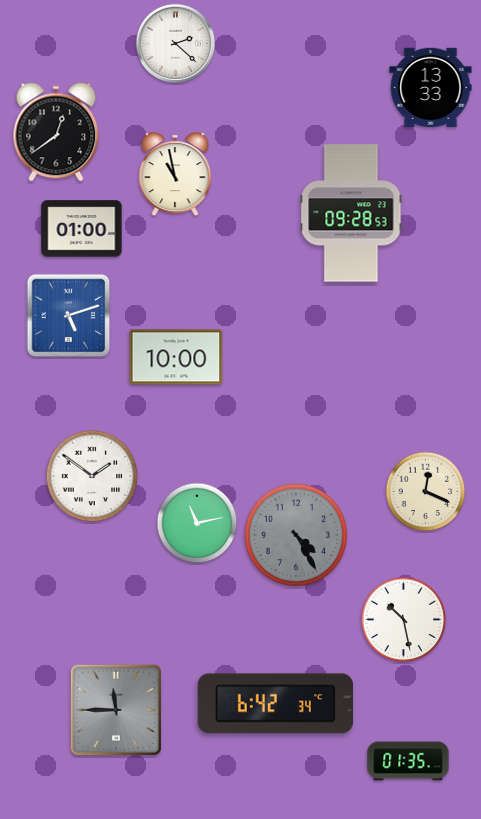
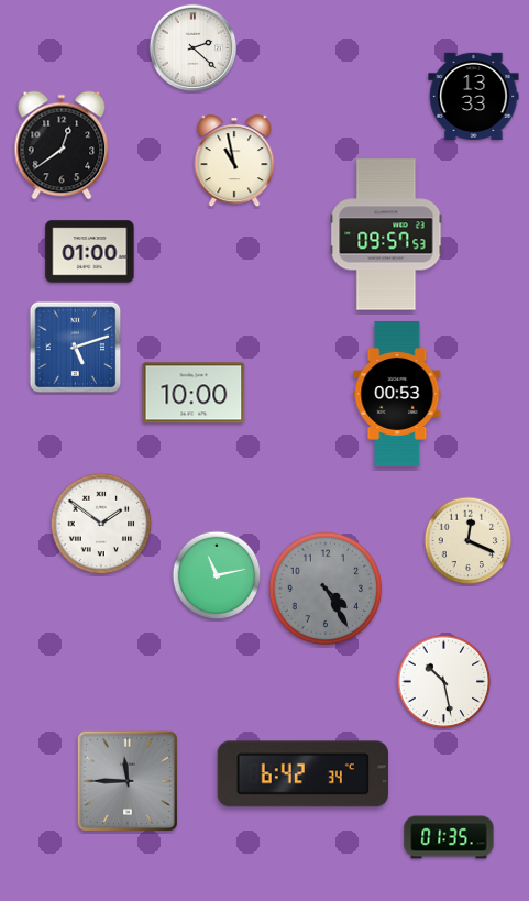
clock at (175, 175) position: (175, 175) -> (234, 162)
clock at (351, 213): 09:28 -> 09:57
clock at (397, 394): none -> 00:53
